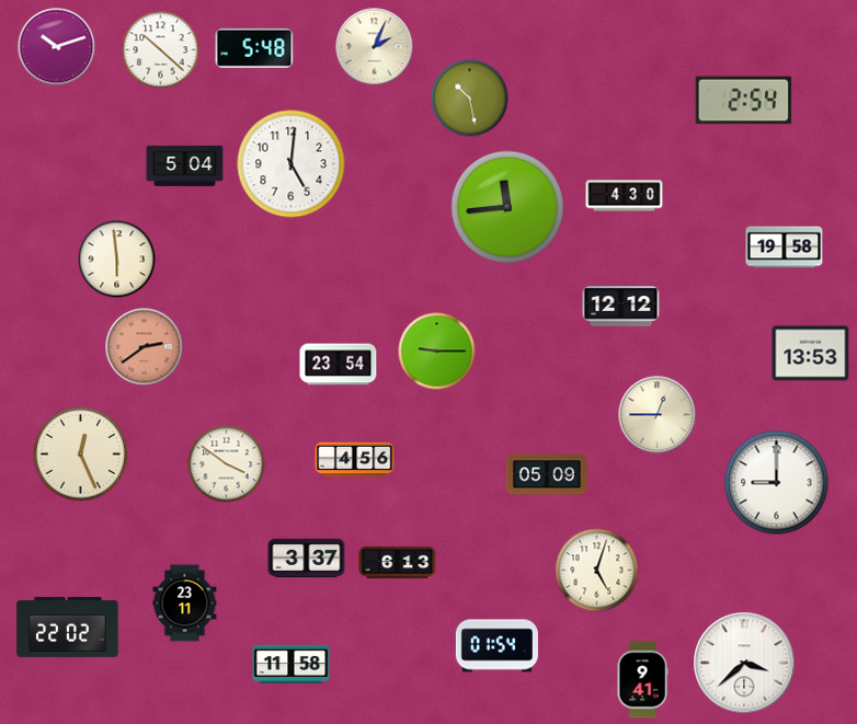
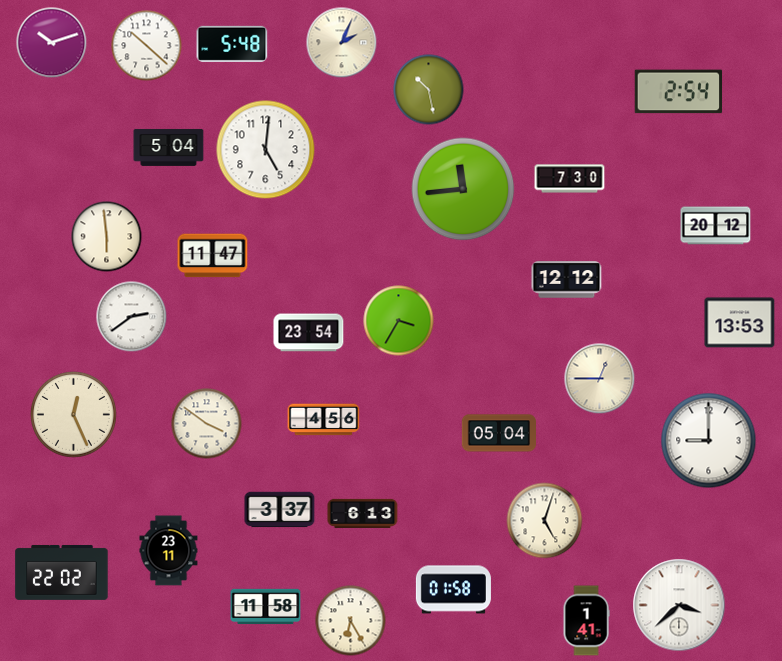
clock at (185, 165) position: (185, 165) -> (169, 147)
clock at (625, 196): 4:30 -> 7:30
clock at (785, 248): 19:58 -> 20:12
clock at (213, 256): none -> 11:47
clock at (145, 347) dial: salmon -> white
clock at (437, 352): 9:15 -> 3:35
clock at (546, 474): 05:09 -> 05:04
clock at (496, 646): 01:54 -> 01:58
clock at (351, 621): none -> 6:25
clock at (642, 680): 9:41 -> 1:41
